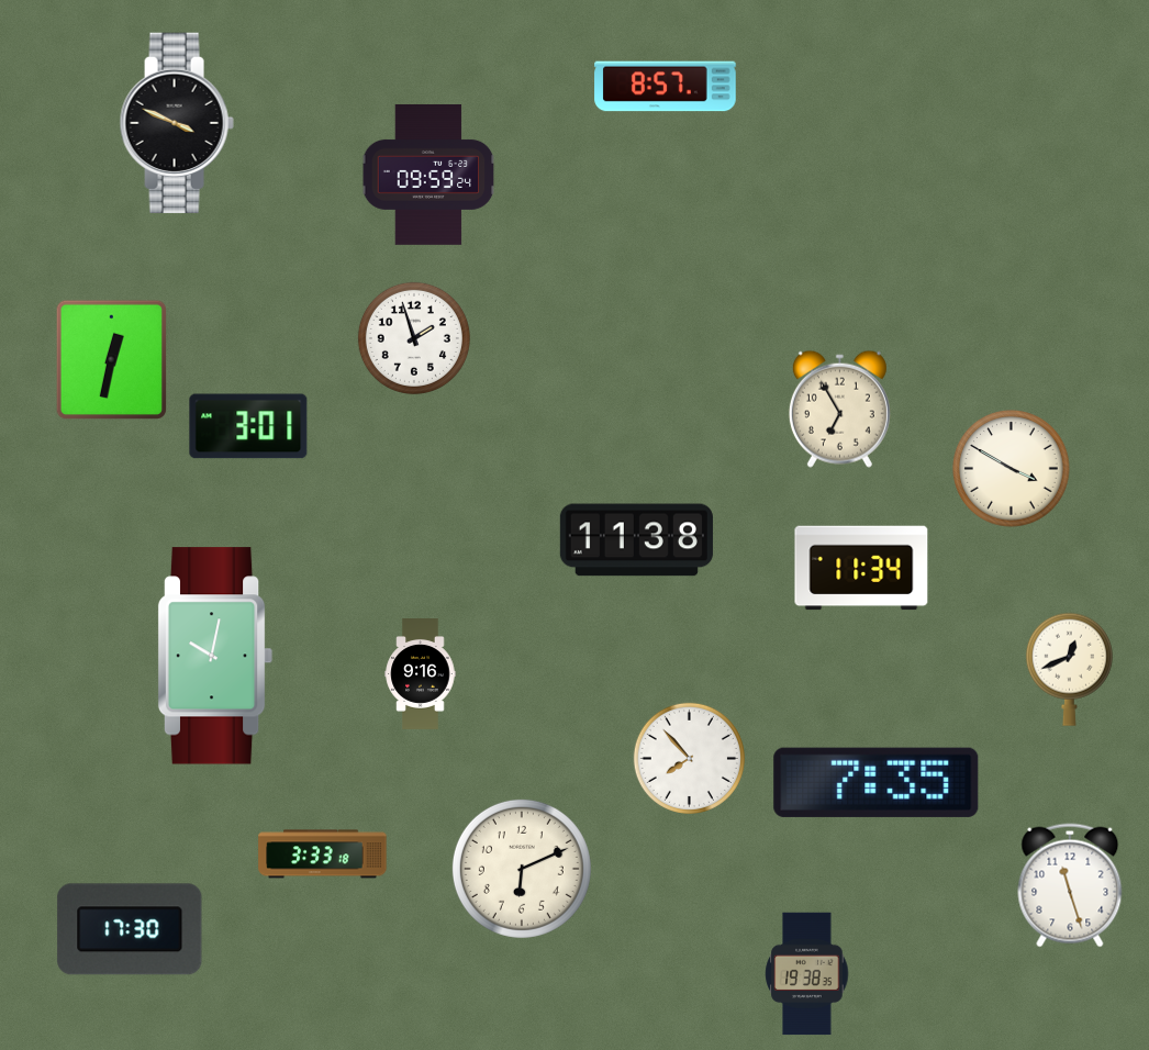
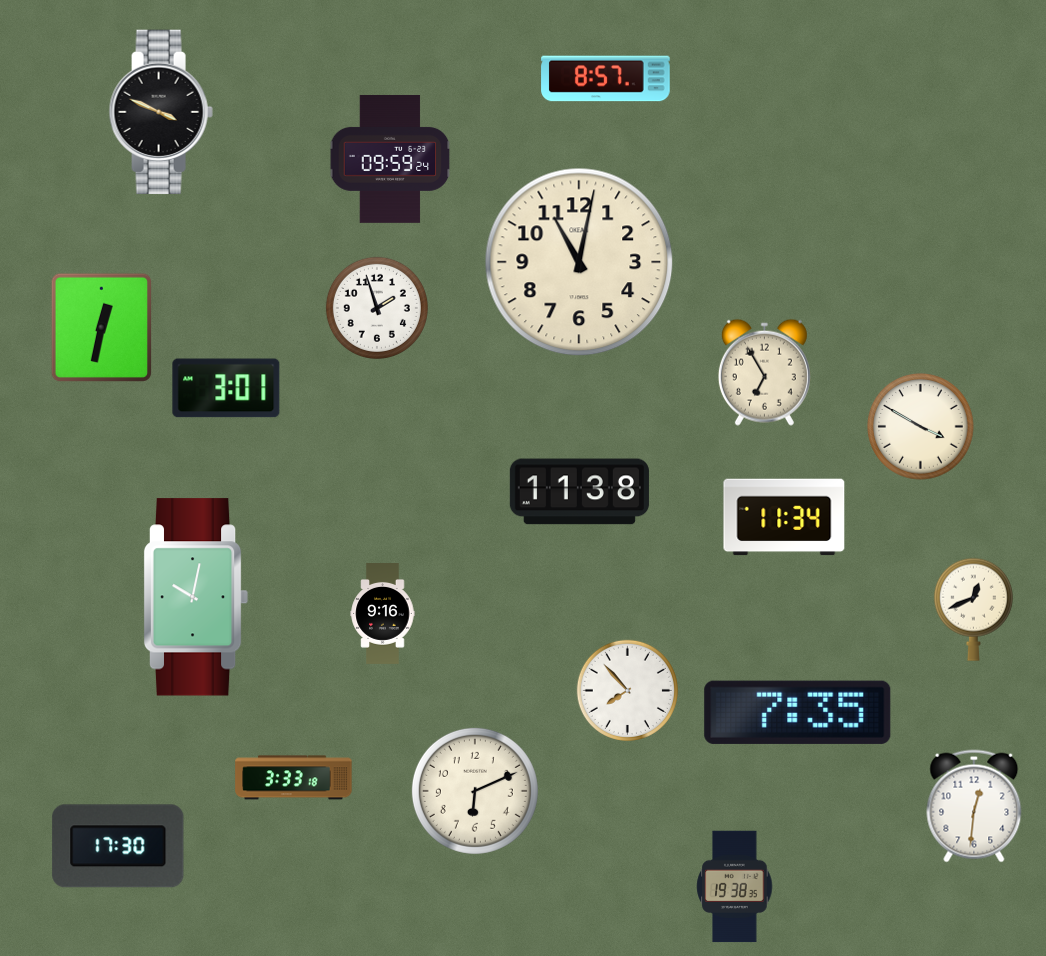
clock at (579, 262): none -> 11:02
clock at (1070, 885): 11:27 -> 12:31
